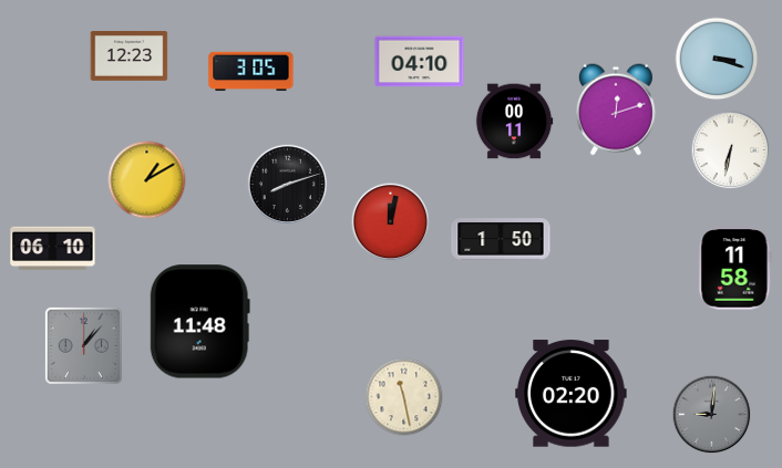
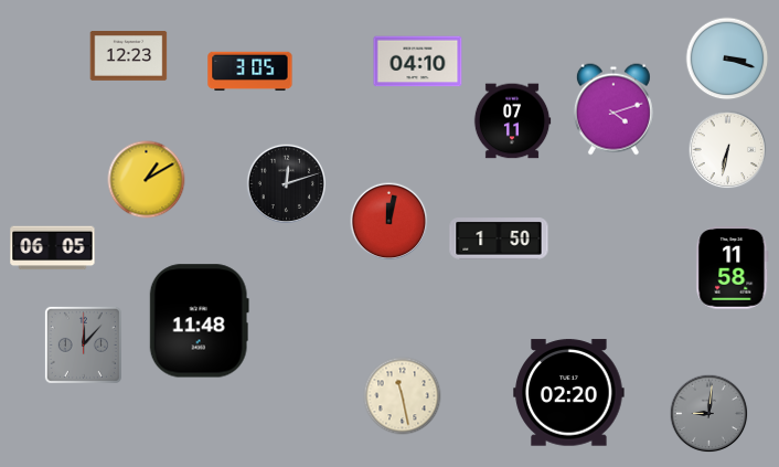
clock at (717, 59) position: (717, 59) -> (727, 59)
clock at (616, 110): 12:12 -> 4:12
clock at (514, 122): 00:11 -> 07:11
clock at (287, 184): 8:12 -> 12:12
clock at (53, 249): 06:10 -> 06:05
clock at (83, 345): 1:07 -> 12:07
